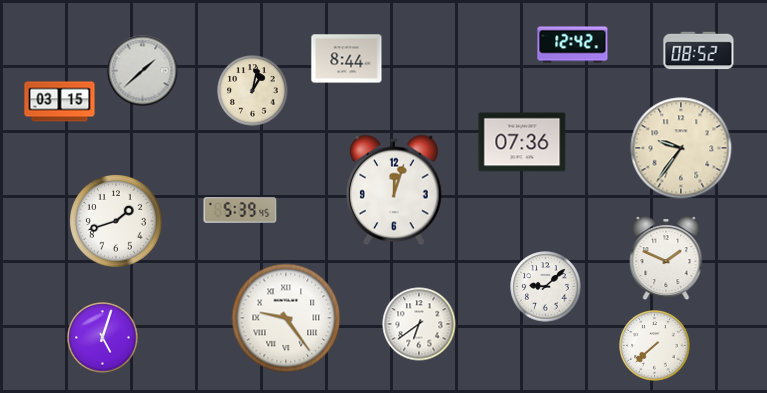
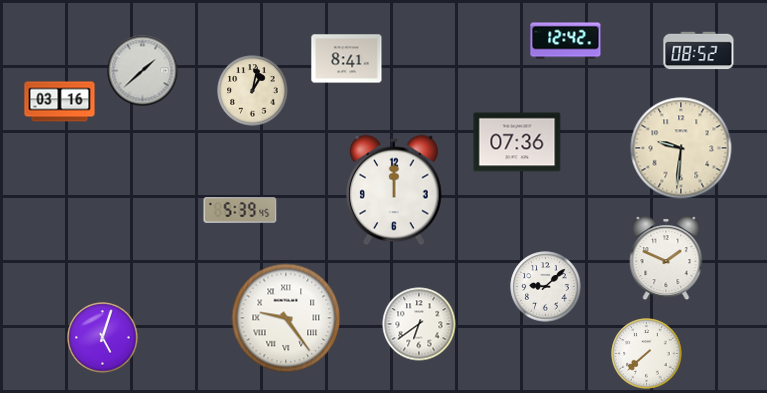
clock at (573, 45) position: (573, 45) -> (566, 41)
clock at (347, 59): 8:44 -> 8:41
clock at (60, 102): 03:15 -> 03:16
clock at (522, 142) position: (522, 142) -> (517, 142)
clock at (681, 148): 9:36 -> 9:31
clock at (395, 190): 12:03 -> 12:00
clock at (116, 221): 1:42 -> none
clock at (655, 346) position: (655, 346) -> (647, 354)
